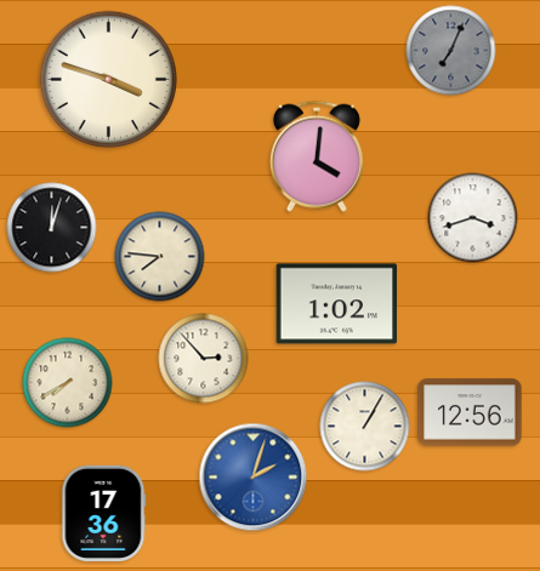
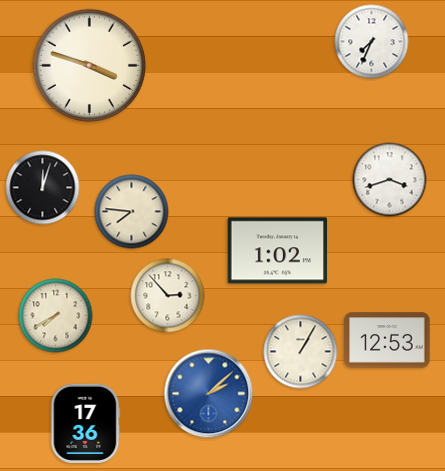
clock at (451, 51): 7:04 -> 7:34
clock at (451, 51) dial: grey -> white
clock at (317, 156): 4:01 -> none
clock at (470, 412): 12:56 -> 12:53
clock at (254, 478): 2:03 -> 2:08
